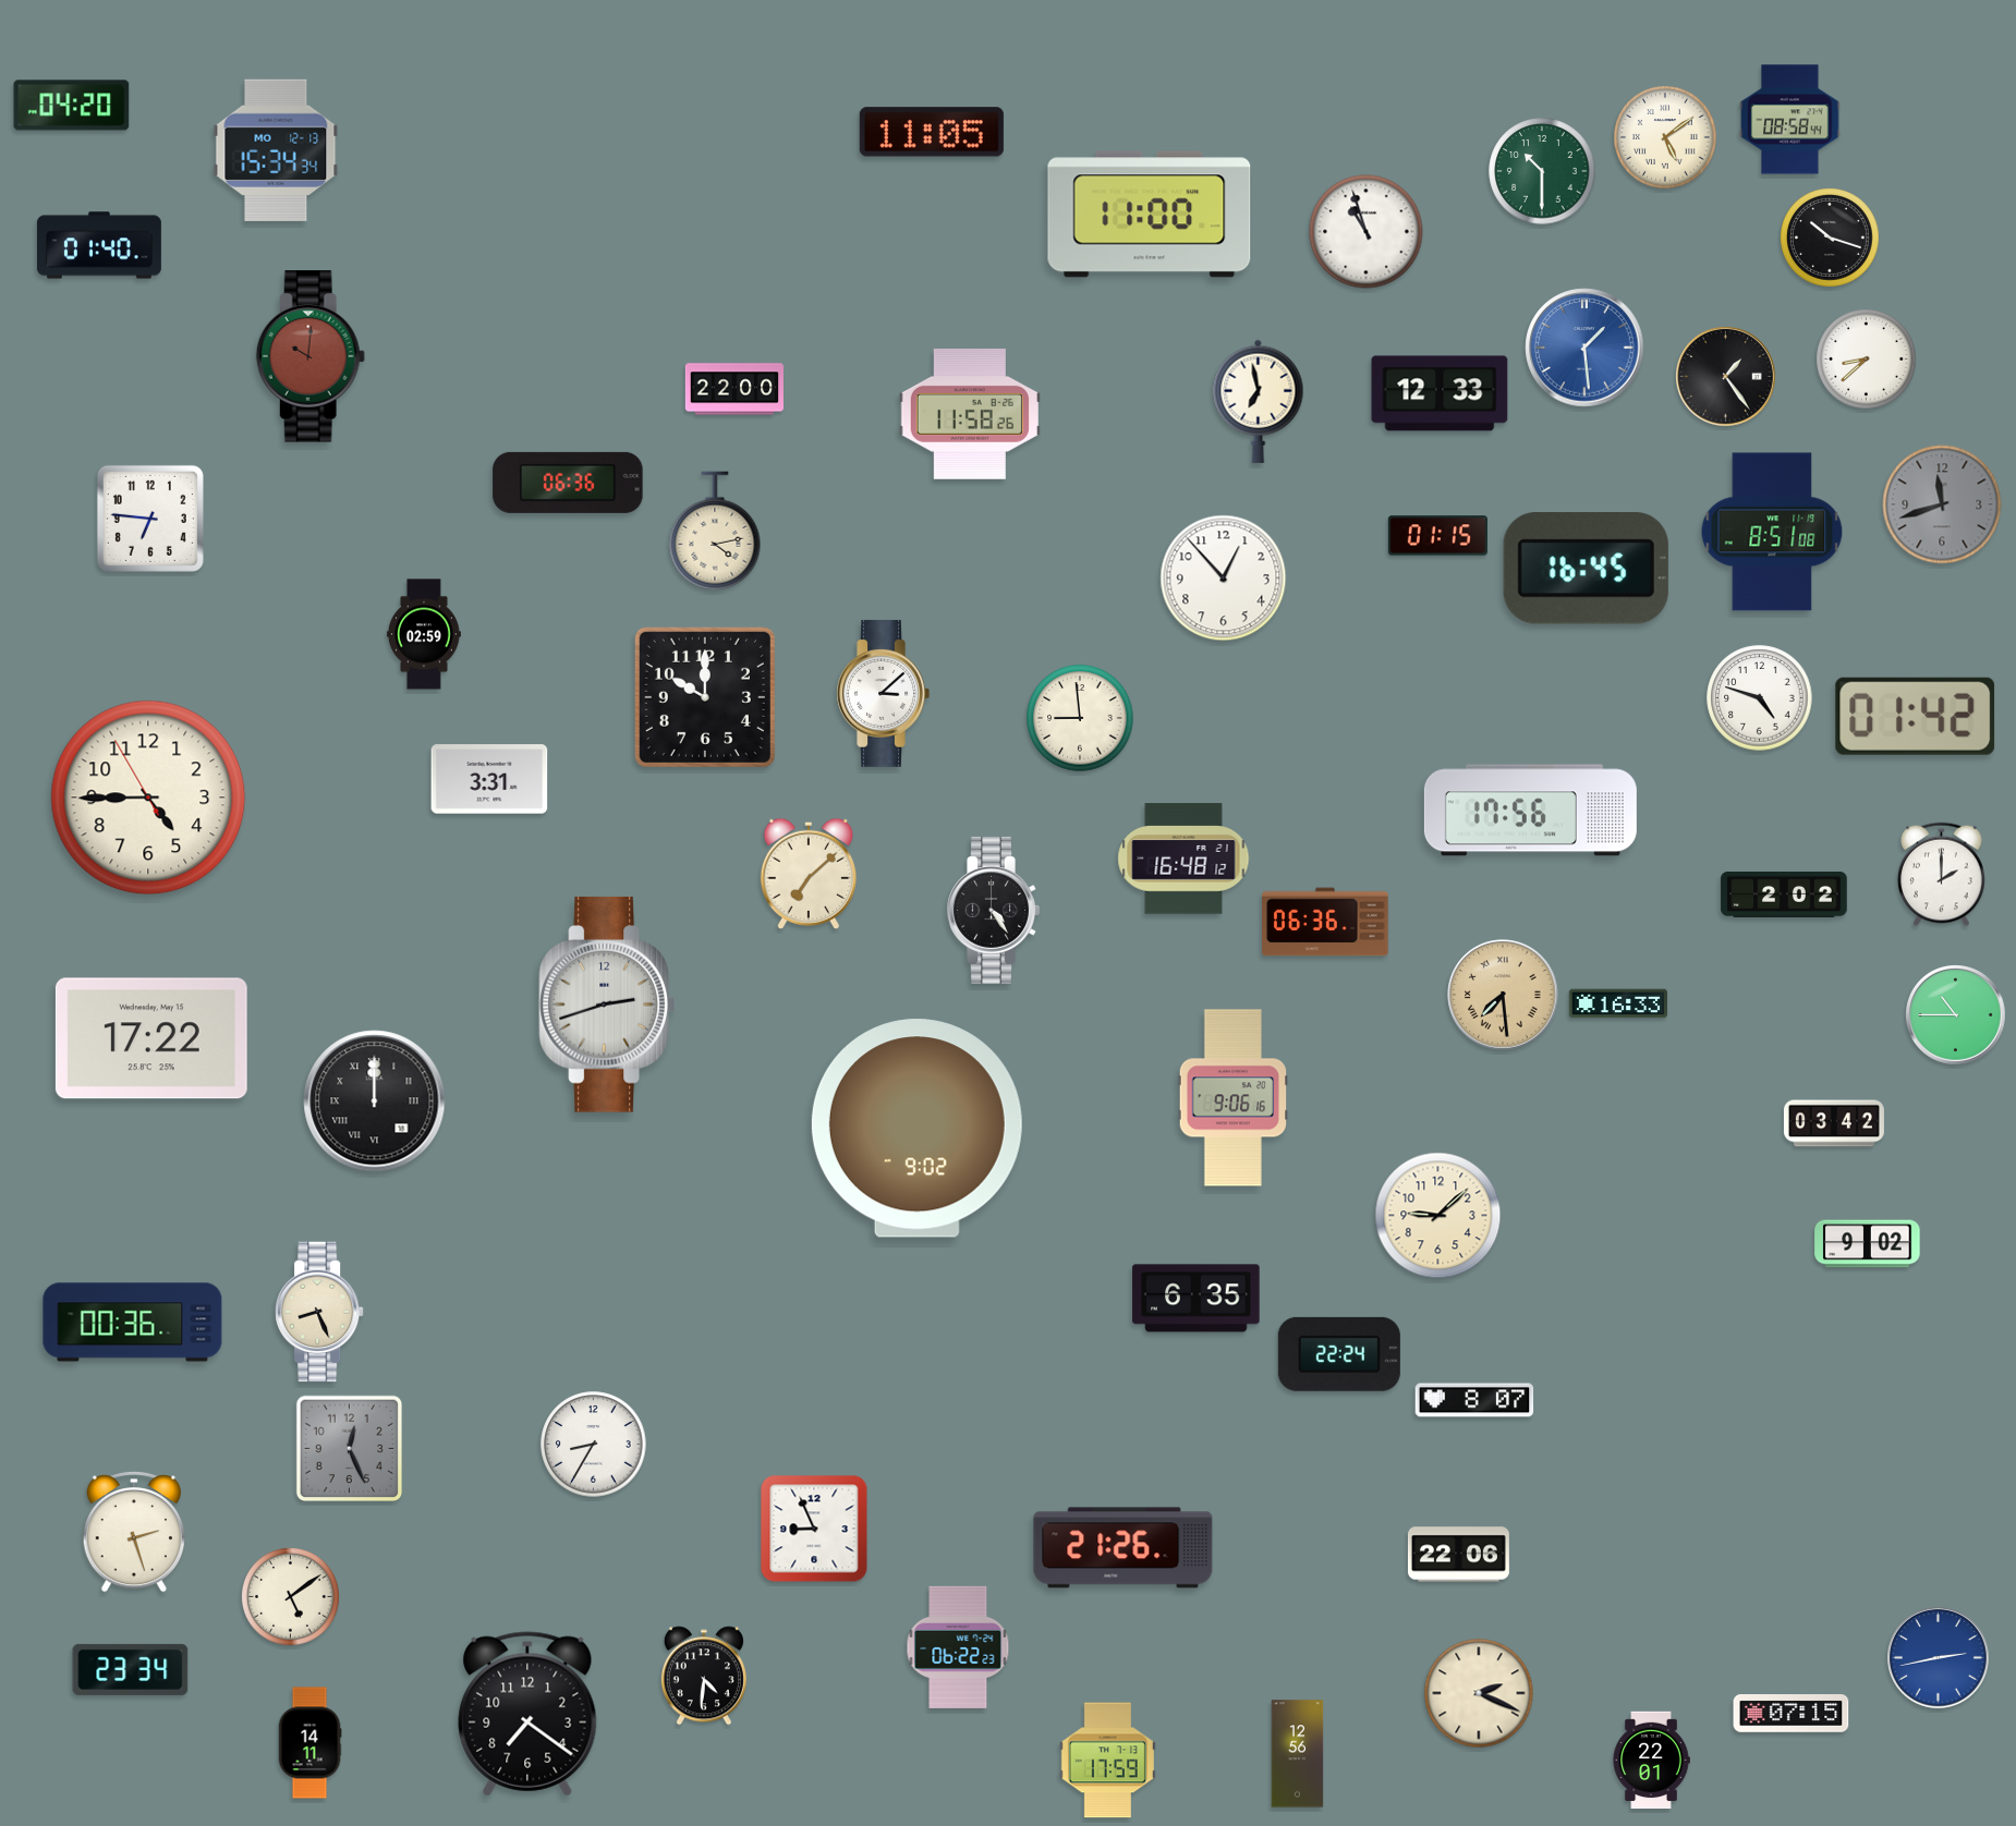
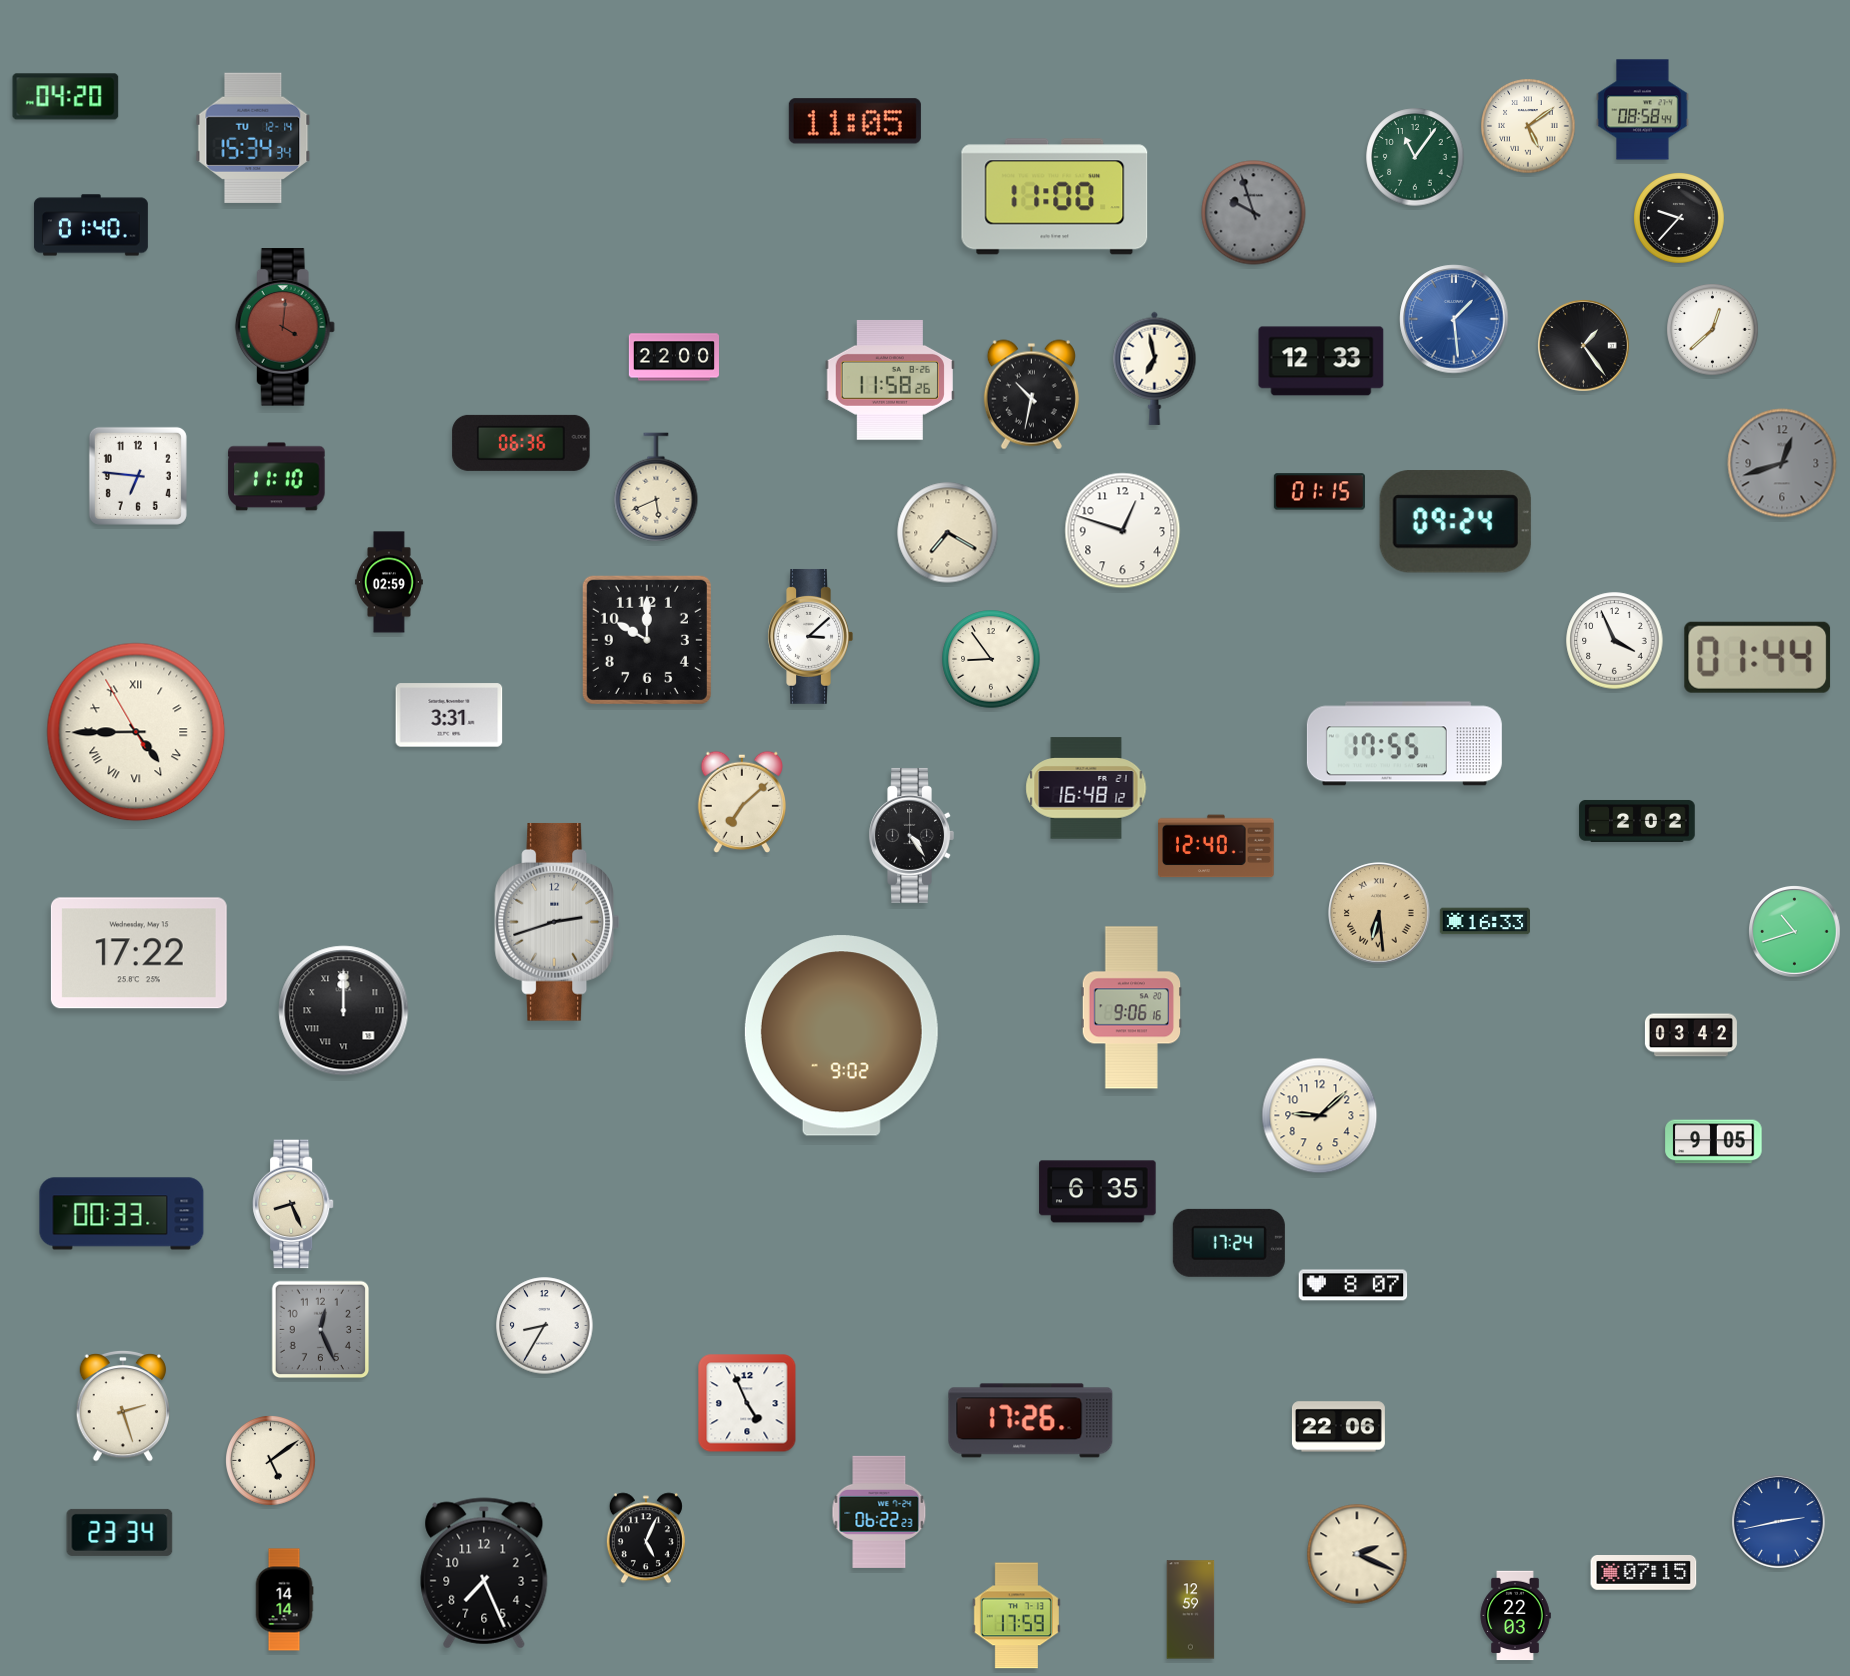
clock at (276, 150) date: MO 12-13 -> TU 12-14
clock at (1542, 171): 10:30 -> 11:06
clock at (1367, 232): 10:57 -> 9:57
clock at (1367, 232) dial: white -> grey
clock at (1831, 239): 10:18 -> 9:37
clock at (311, 356): 10:01 -> 4:01
clock at (1867, 360): 8:38 -> 12:38
clock at (1031, 395): none -> 10:32
clock at (1942, 504): 11:42 -> 12:42
clock at (277, 477): none -> 11:10
clock at (715, 531): 4:13 -> 5:41
clock at (1772, 532): 8:51 -> none
clock at (1586, 569): 16:45 -> 09:24
clock at (1224, 579): 12:53 -> 12:48
clock at (948, 533): none -> 7:20
clock at (1760, 698): 4:48 -> 3:56
clock at (1916, 716): 01:42 -> 01:44
clock at (1080, 718): 8:59 -> 8:54
clock at (148, 798) numerals: Arabic -> Roman
clock at (1530, 811): 17:56 -> 17:55
clock at (1942, 875): 2:00 -> none
clock at (1325, 922): 06:36 -> 12:40
clock at (1503, 995): 7:29 -> 6:29
clock at (1956, 1015): 10:45 -> 10:42
clock at (1834, 1123) position: (1834, 1123) -> (1691, 1035)
clock at (1868, 1244): 9:02 -> 9:05
clock at (133, 1323): 00:36 -> 00:33
clock at (1339, 1354): 22:24 -> 17:24
clock at (814, 1529): 8:56 -> 4:56
clock at (1124, 1548): 21:26 -> 17:26
clock at (291, 1597) position: (291, 1597) -> (271, 1461)
clock at (704, 1676): 4:31 -> 5:04
clock at (527, 1714): 7:21 -> 7:26
clock at (309, 1743): 14:11 -> 14:14
clock at (1298, 1754): 12:56 -> 12:59
clock at (1651, 1761): 22:01 -> 22:03
